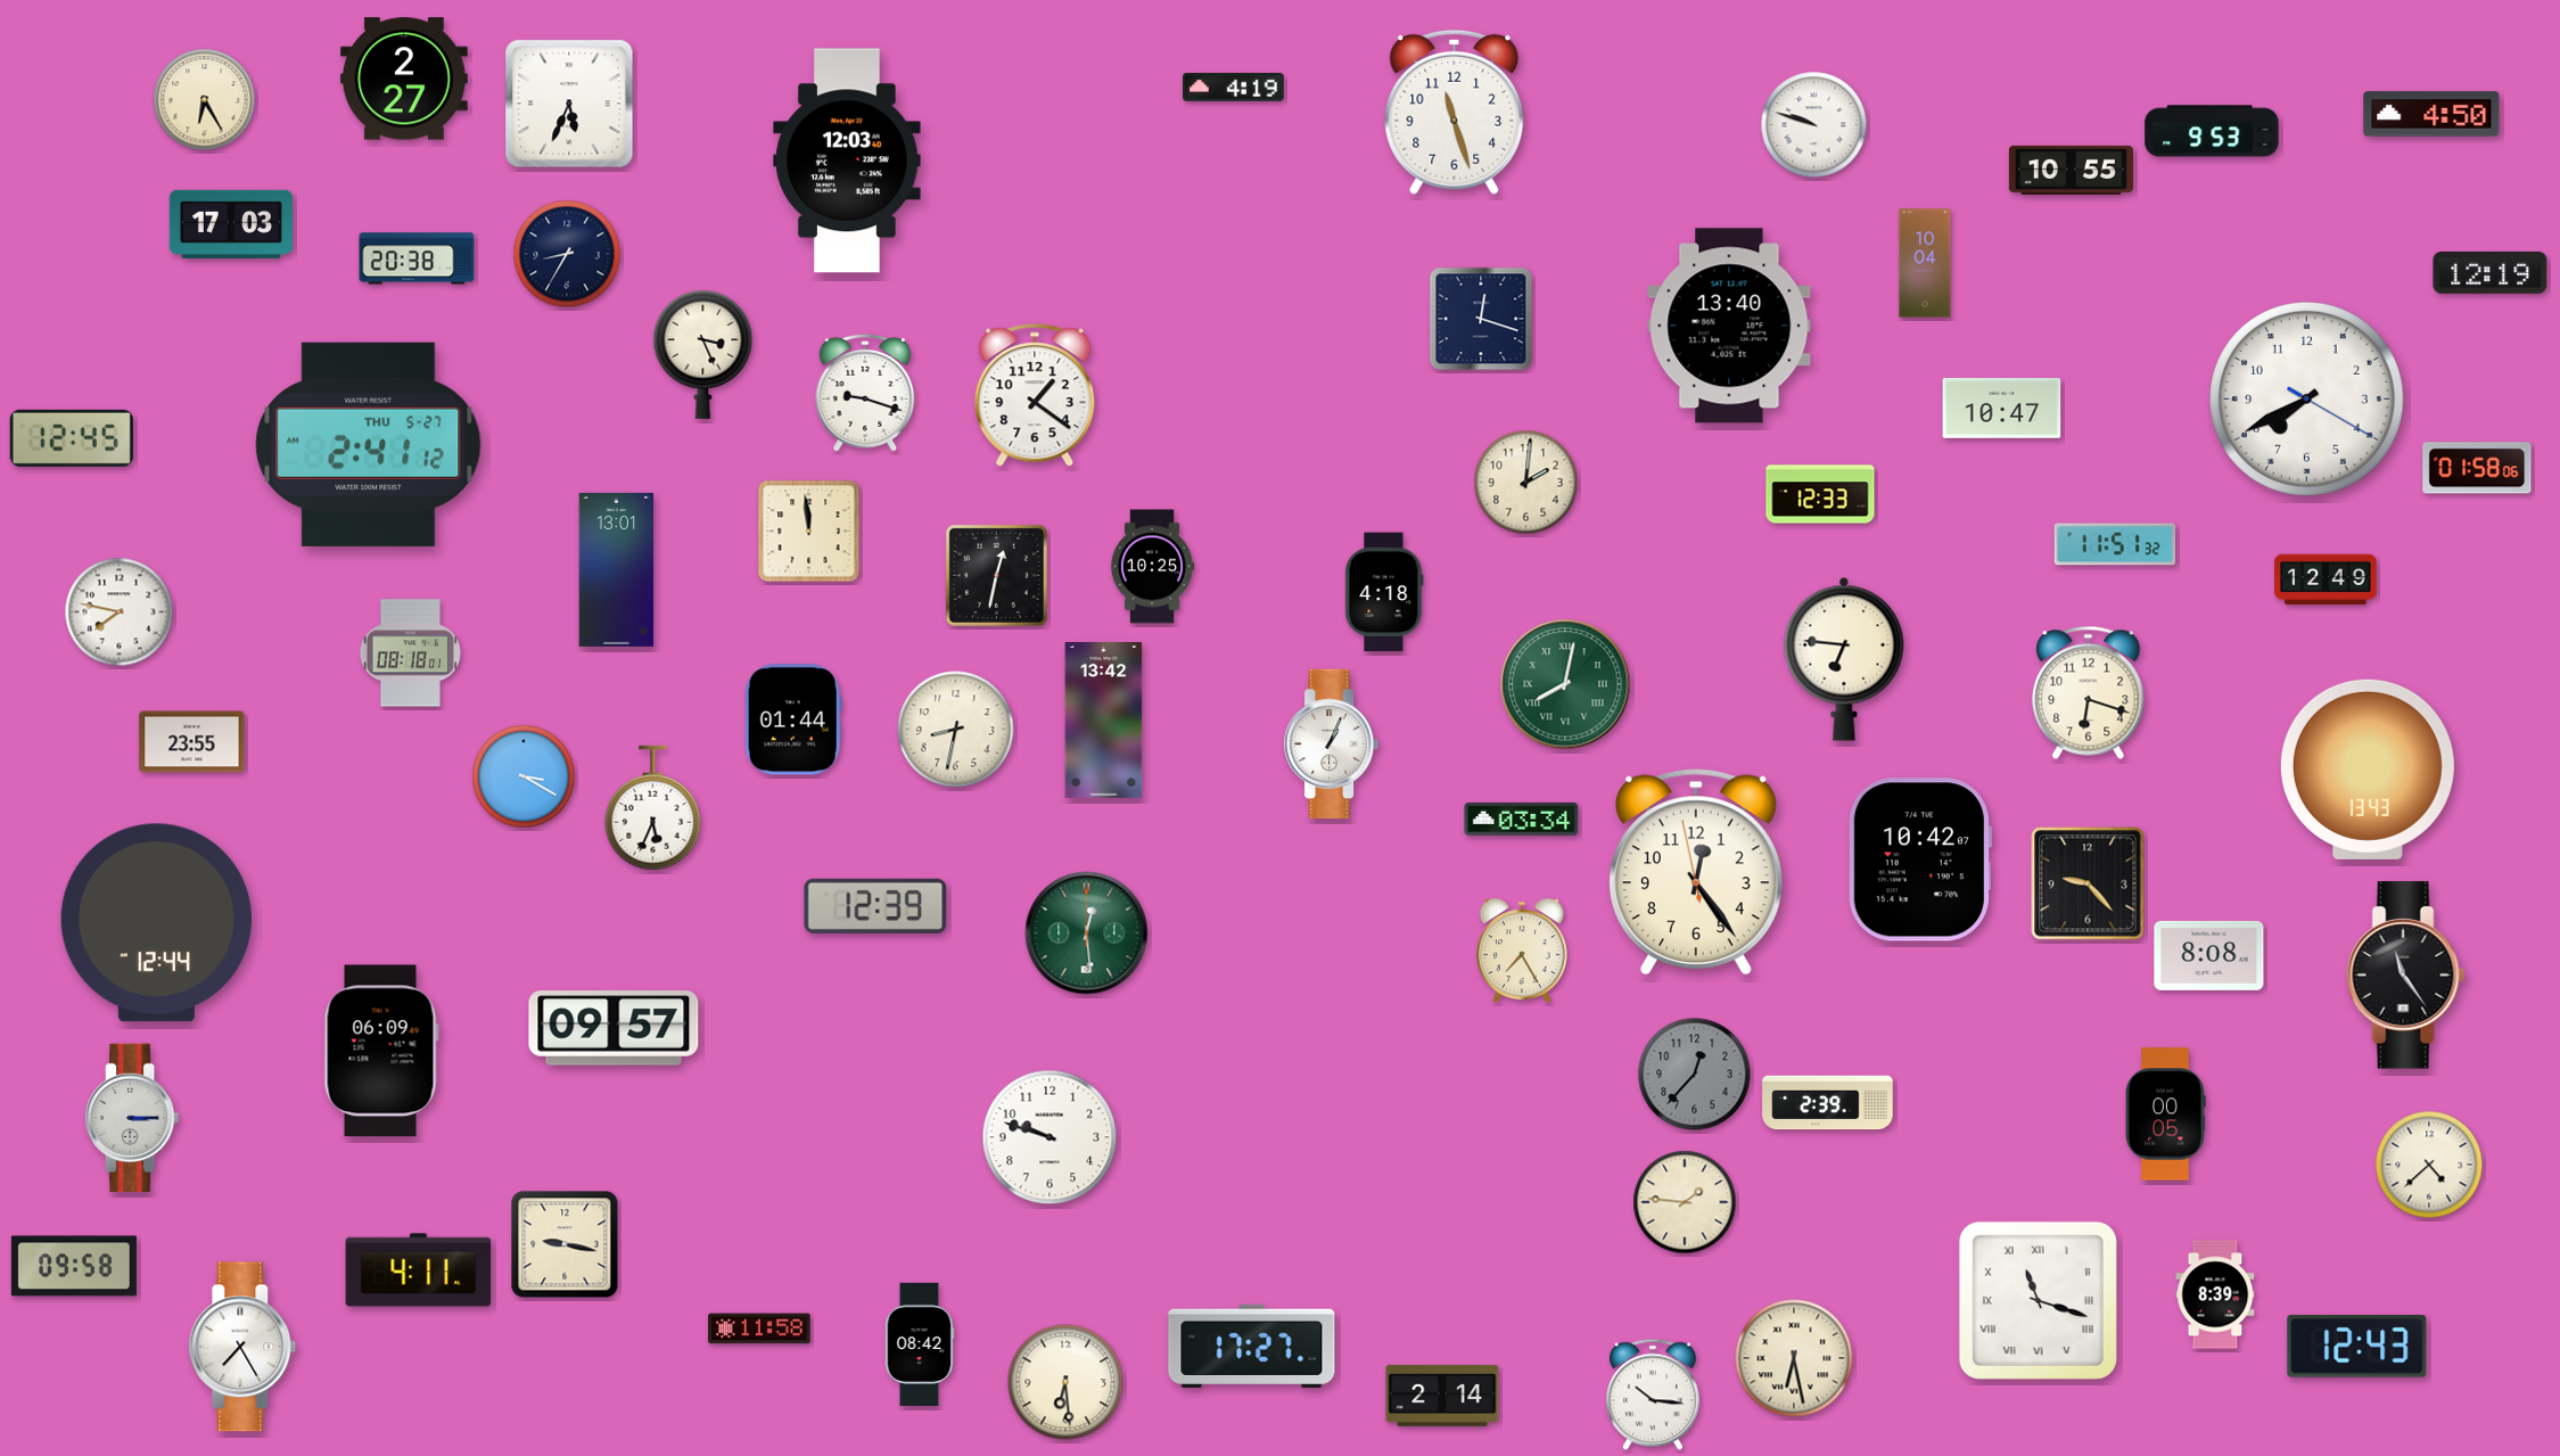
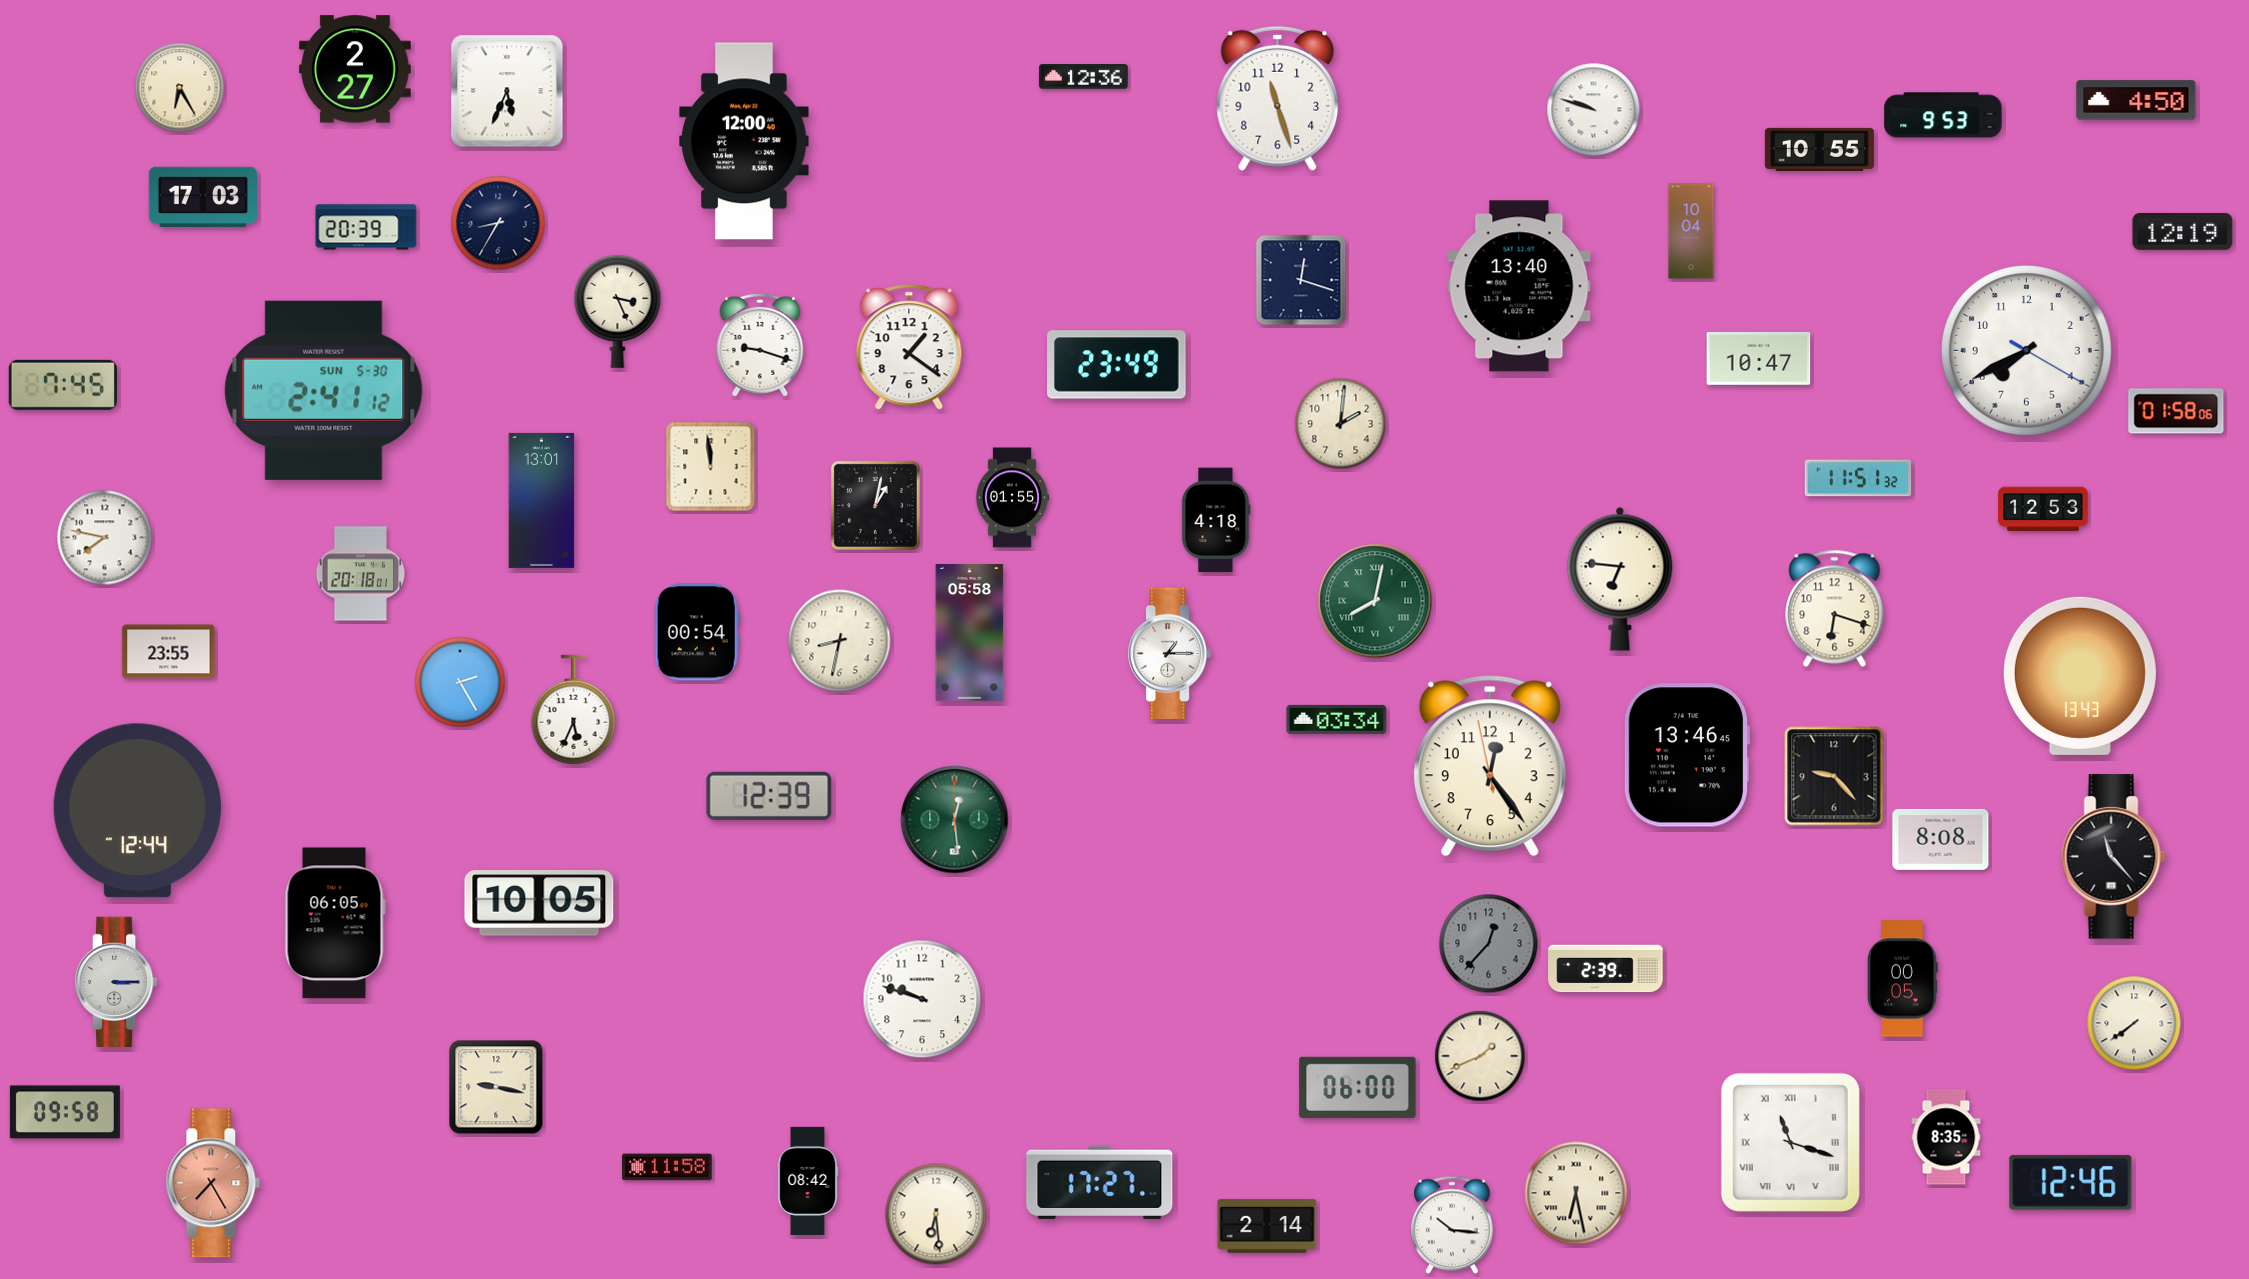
clock at (1234, 88): 4:19 -> 12:36
clock at (569, 104) position: (569, 104) -> (507, 91)
clock at (847, 161): 12:03 -> 12:00
clock at (417, 258): 20:38 -> 20:39
clock at (2491, 272) position: (2491, 272) -> (2183, 231)
clock at (1117, 365): none -> 23:49
clock at (72, 438): 12:45 -> 7:45
clock at (369, 444) date: THU 5-27 -> SUN 5-30
clock at (1820, 494): 12:33 -> none
clock at (1152, 567): 10:25 -> 01:55
clock at (996, 575): 12:32 -> 1:02
clock at (2326, 579): 12:49 -> 12:53
clock at (411, 653): 08:18 -> 20:18
clock at (793, 719): 01:44 -> 00:54
clock at (1104, 721): 13:42 -> 05:58
clock at (1333, 743): 1:04 -> 1:15
clock at (524, 776): 3:20 -> 2:25
clock at (1919, 859): 10:42 -> 13:46
clock at (1522, 951): 7:25 -> none
clock at (2405, 976): 11:24 -> 11:23
clock at (614, 1028): 09:57 -> 10:05
clock at (381, 1051): 06:09 -> 06:05
clock at (2429, 1165): 4:38 -> 7:39
clock at (1685, 1202): 1:46 -> 1:41
clock at (1358, 1087): none -> 06:00
clock at (565, 1244) position: (565, 1244) -> (496, 1087)
clock at (419, 1270): 4:11 -> none
clock at (2215, 1294): 8:39 -> 8:35
clock at (2357, 1346): 12:43 -> 12:46
clock at (242, 1347) dial: white -> salmon
